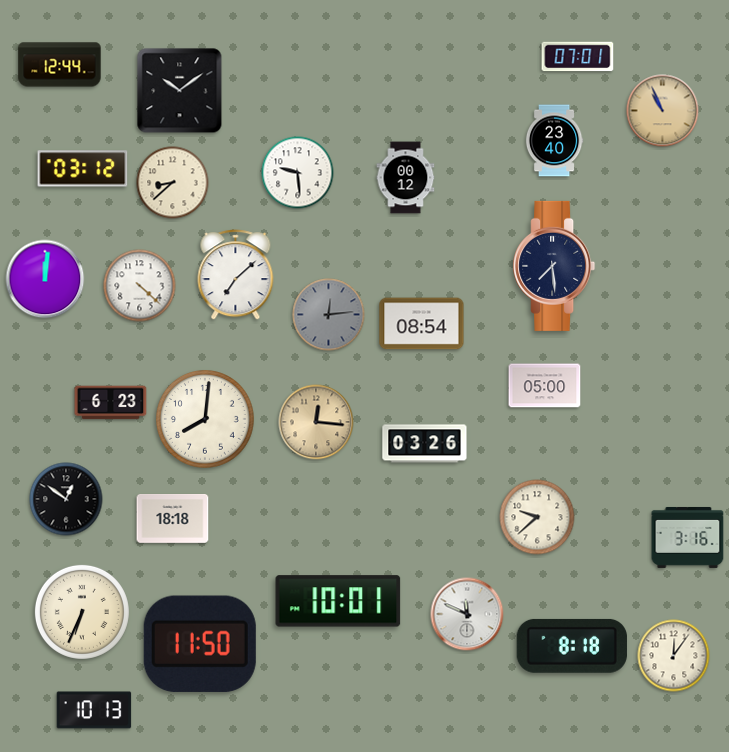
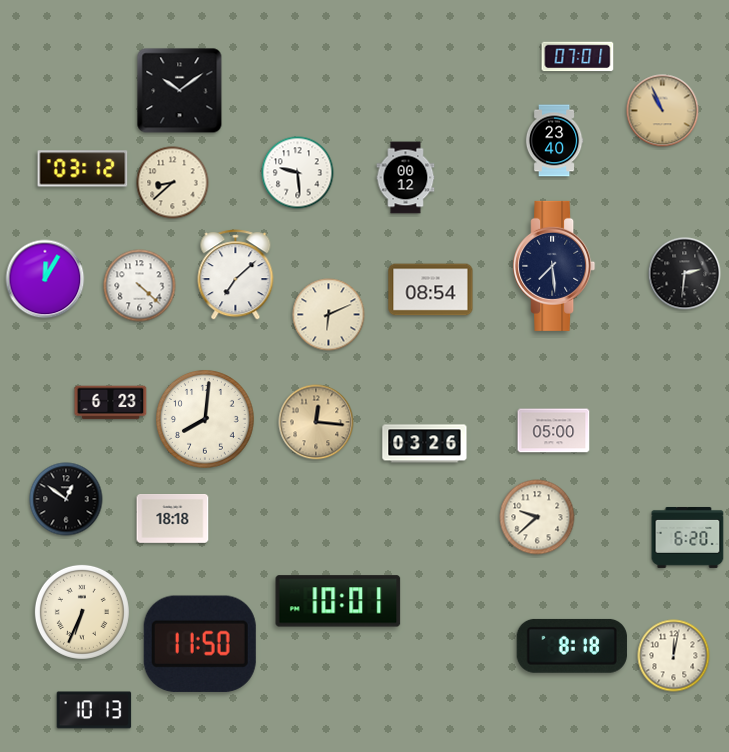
clock at (60, 65): 12:44 -> none
clock at (685, 274): none -> 2:31
clock at (45, 279): 12:01 -> 12:05
clock at (329, 315): 12:14 -> 6:11
clock at (329, 315) dial: grey -> cream
clock at (422, 324) position: (422, 324) -> (431, 290)
clock at (545, 386) position: (545, 386) -> (554, 431)
clock at (688, 537): 3:16 -> 6:20
clock at (467, 614): 11:49 -> none
clock at (674, 656): 12:06 -> 12:02
